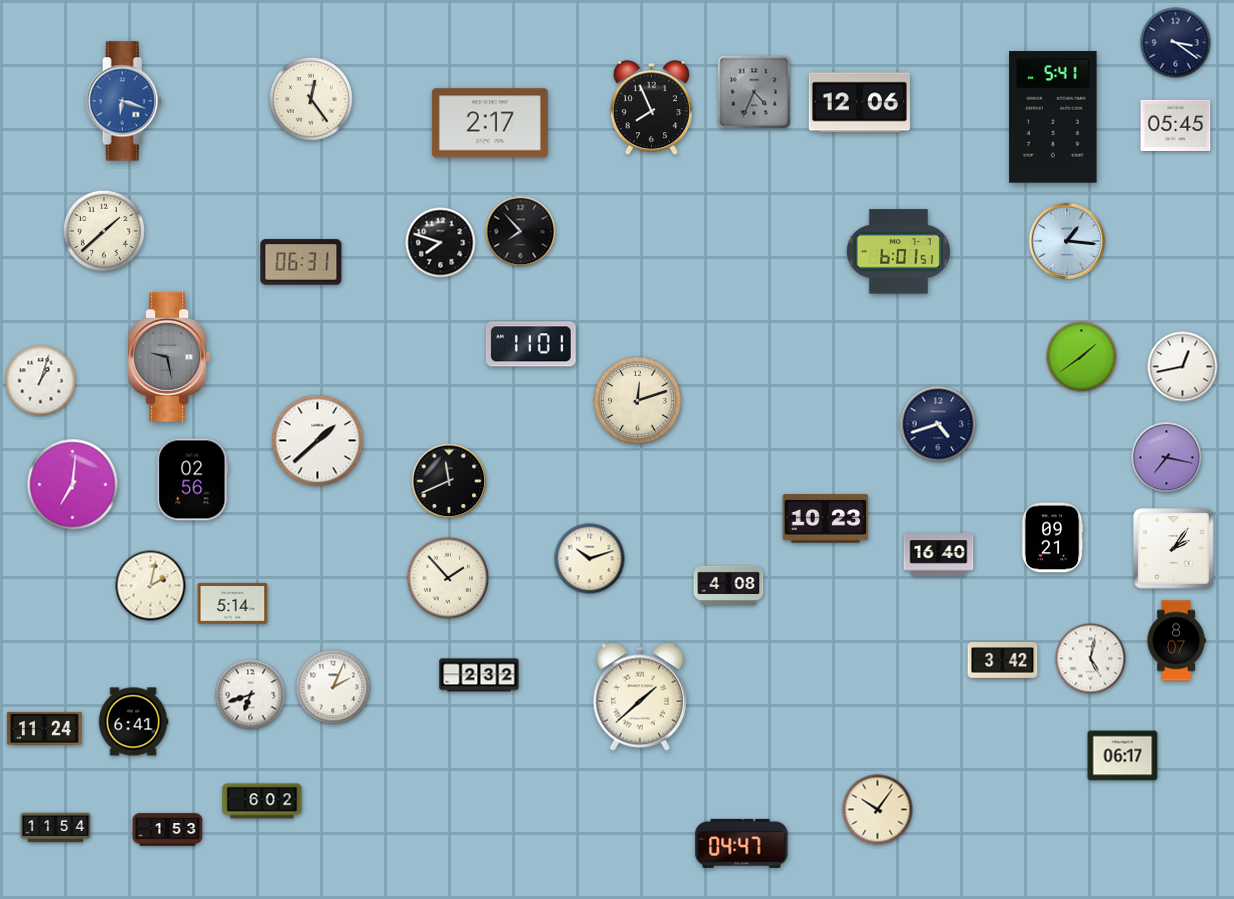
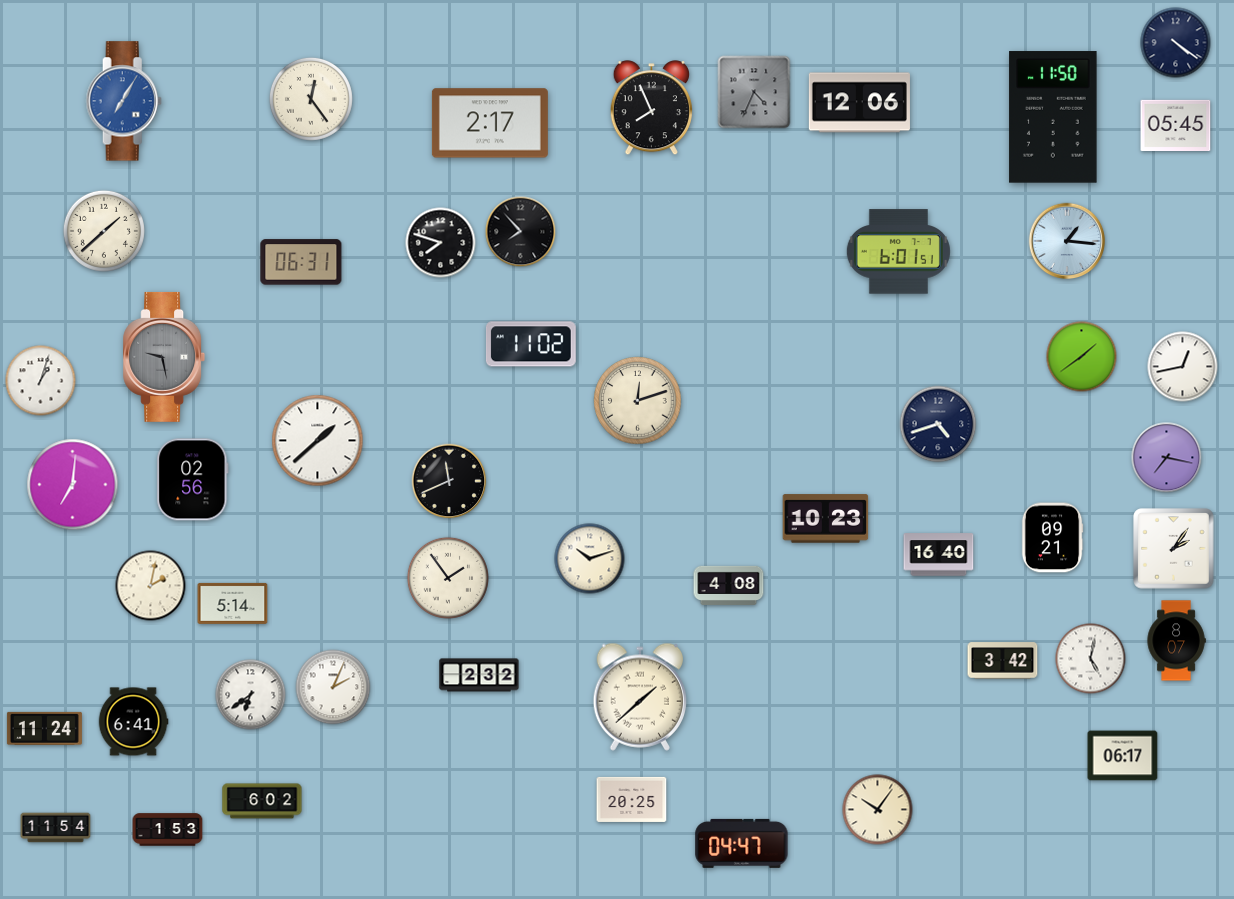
clock at (1176, 43): 3:21 -> 4:21
clock at (124, 101): 6:18 -> 7:05
clock at (1053, 117): 5:41 -> 11:50
clock at (531, 344): 11:01 -> 11:02
clock at (169, 357) position: (169, 357) -> (164, 357)
clock at (448, 578): 1:53 -> 1:54
clock at (251, 695): 6:42 -> 6:39
clock at (632, 799): none -> 20:25
